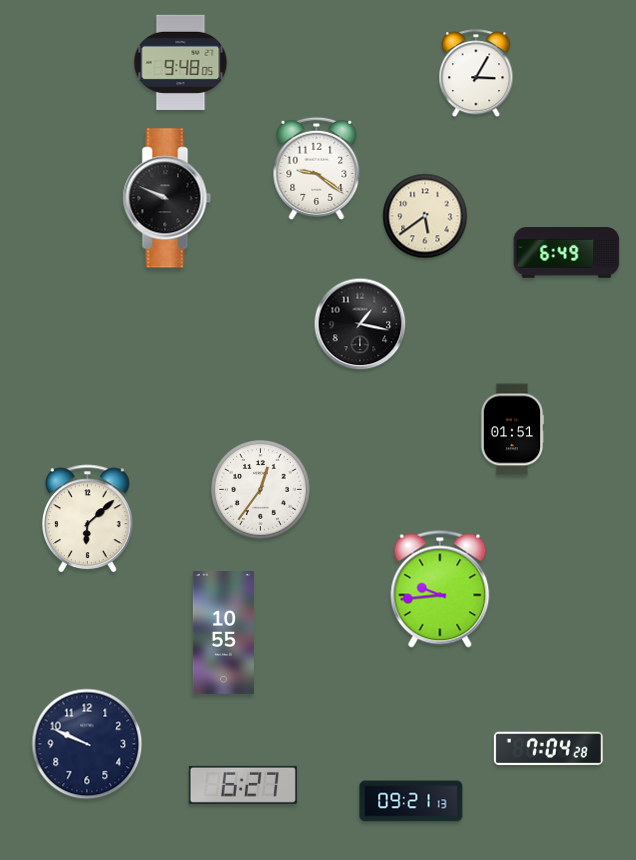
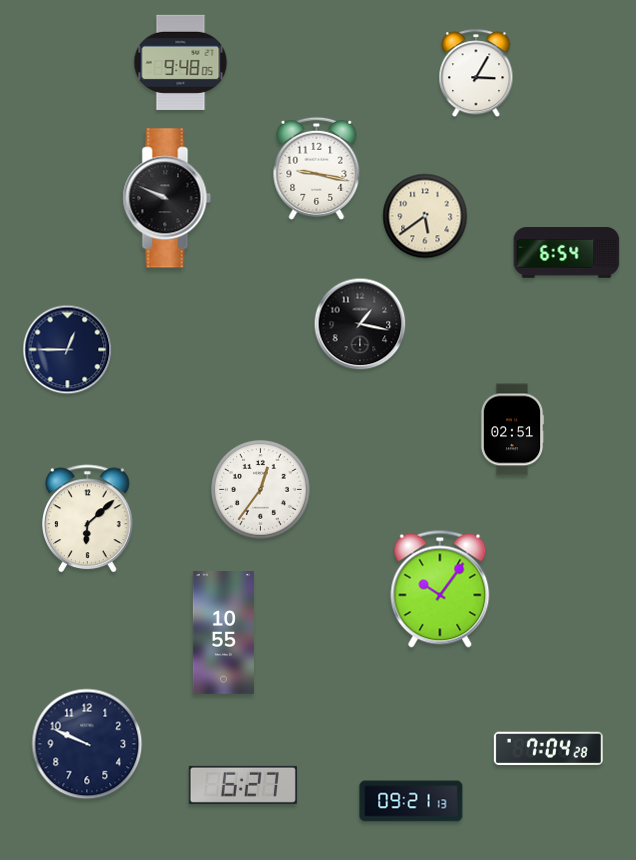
clock at (317, 168): 9:21 -> 9:17
clock at (567, 253): 6:49 -> 6:54
clock at (68, 350): none -> 12:45
clock at (512, 430): 01:51 -> 02:51
clock at (440, 589): 9:44 -> 10:06
